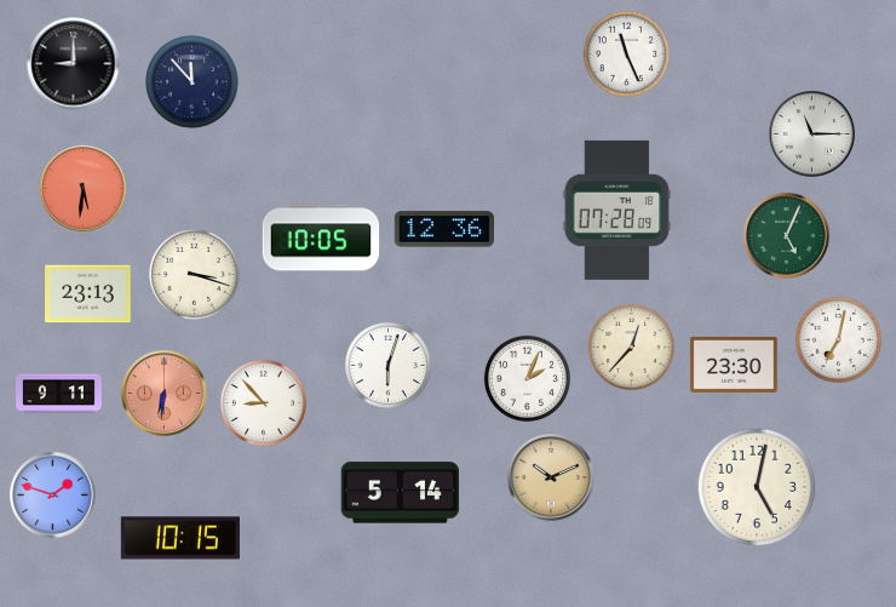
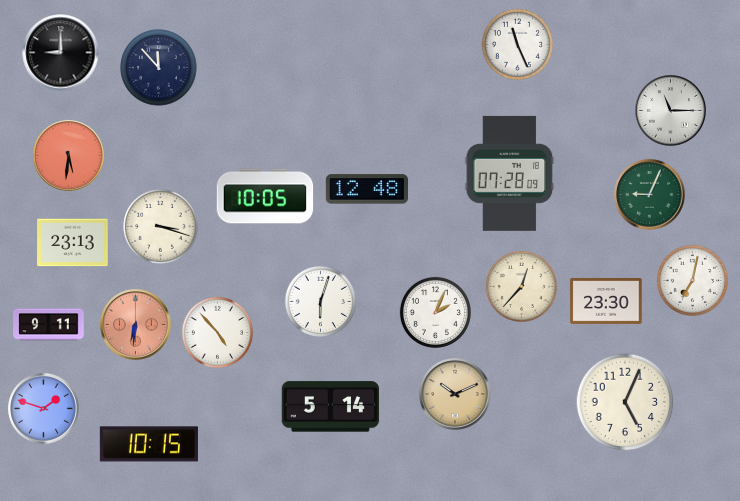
clock at (443, 229): 12:36 -> 12:48
clock at (787, 236): 5:04 -> 9:04
clock at (263, 402): 8:53 -> 4:53
clock at (757, 487): 5:02 -> 5:04
